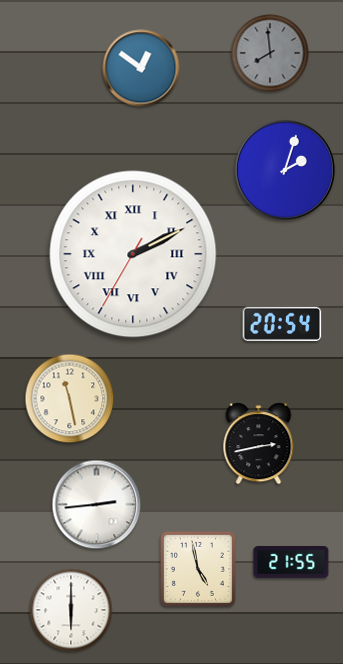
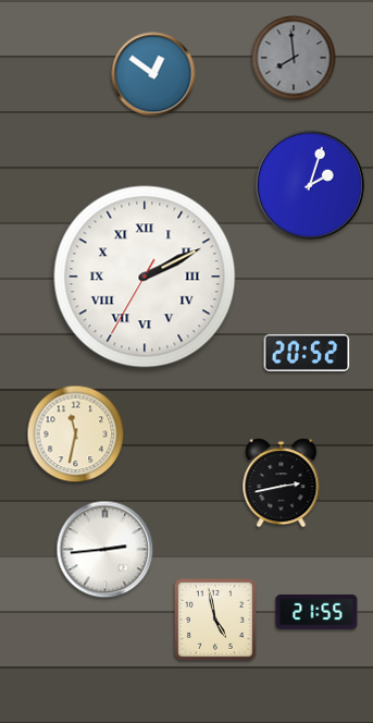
clock at (282, 323): 20:54 -> 20:52
clock at (70, 399): 11:28 -> 11:32
clock at (71, 610): 6:00 -> none
